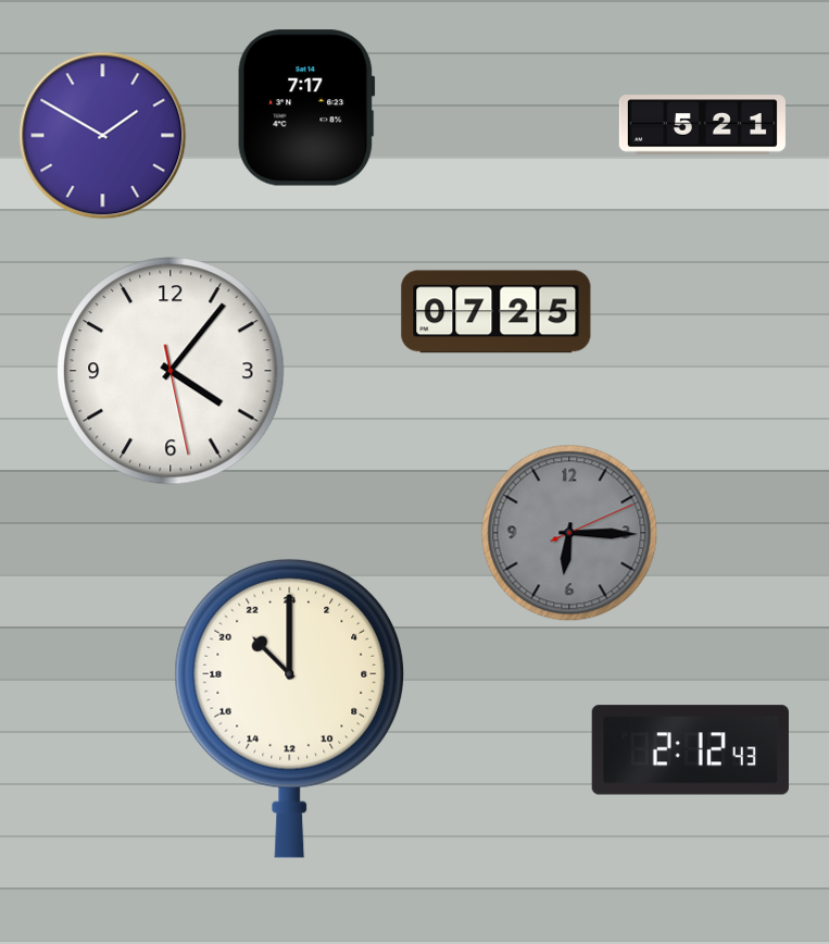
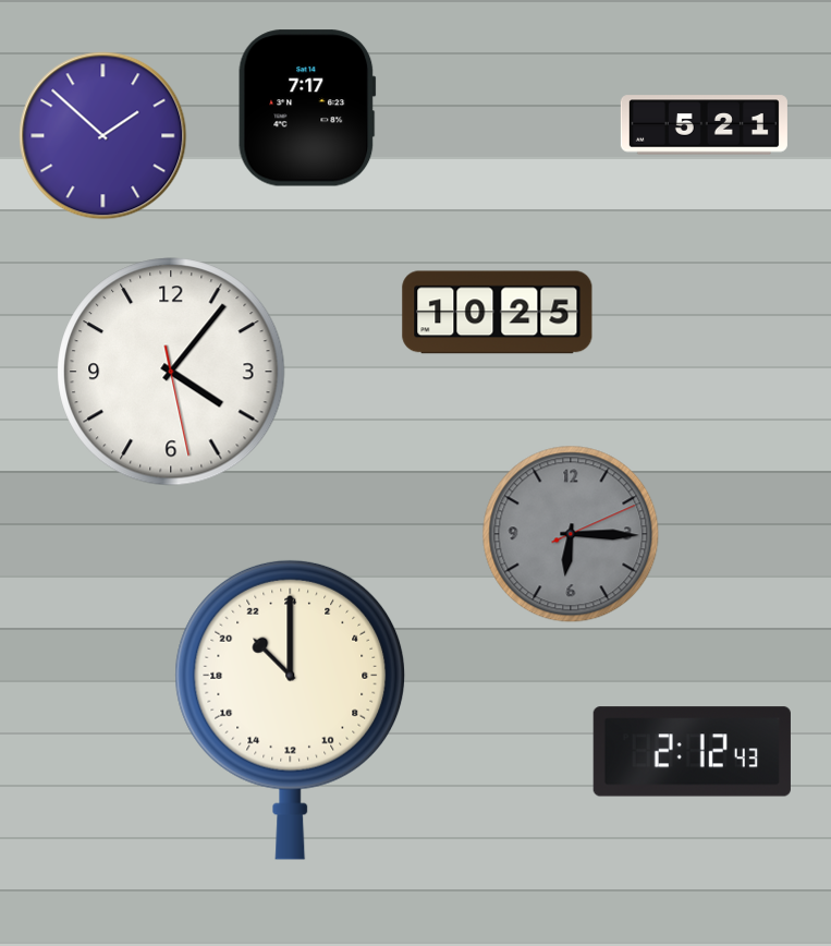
clock at (103, 136): 1:50 -> 1:52
clock at (497, 312): 07:25 -> 10:25
